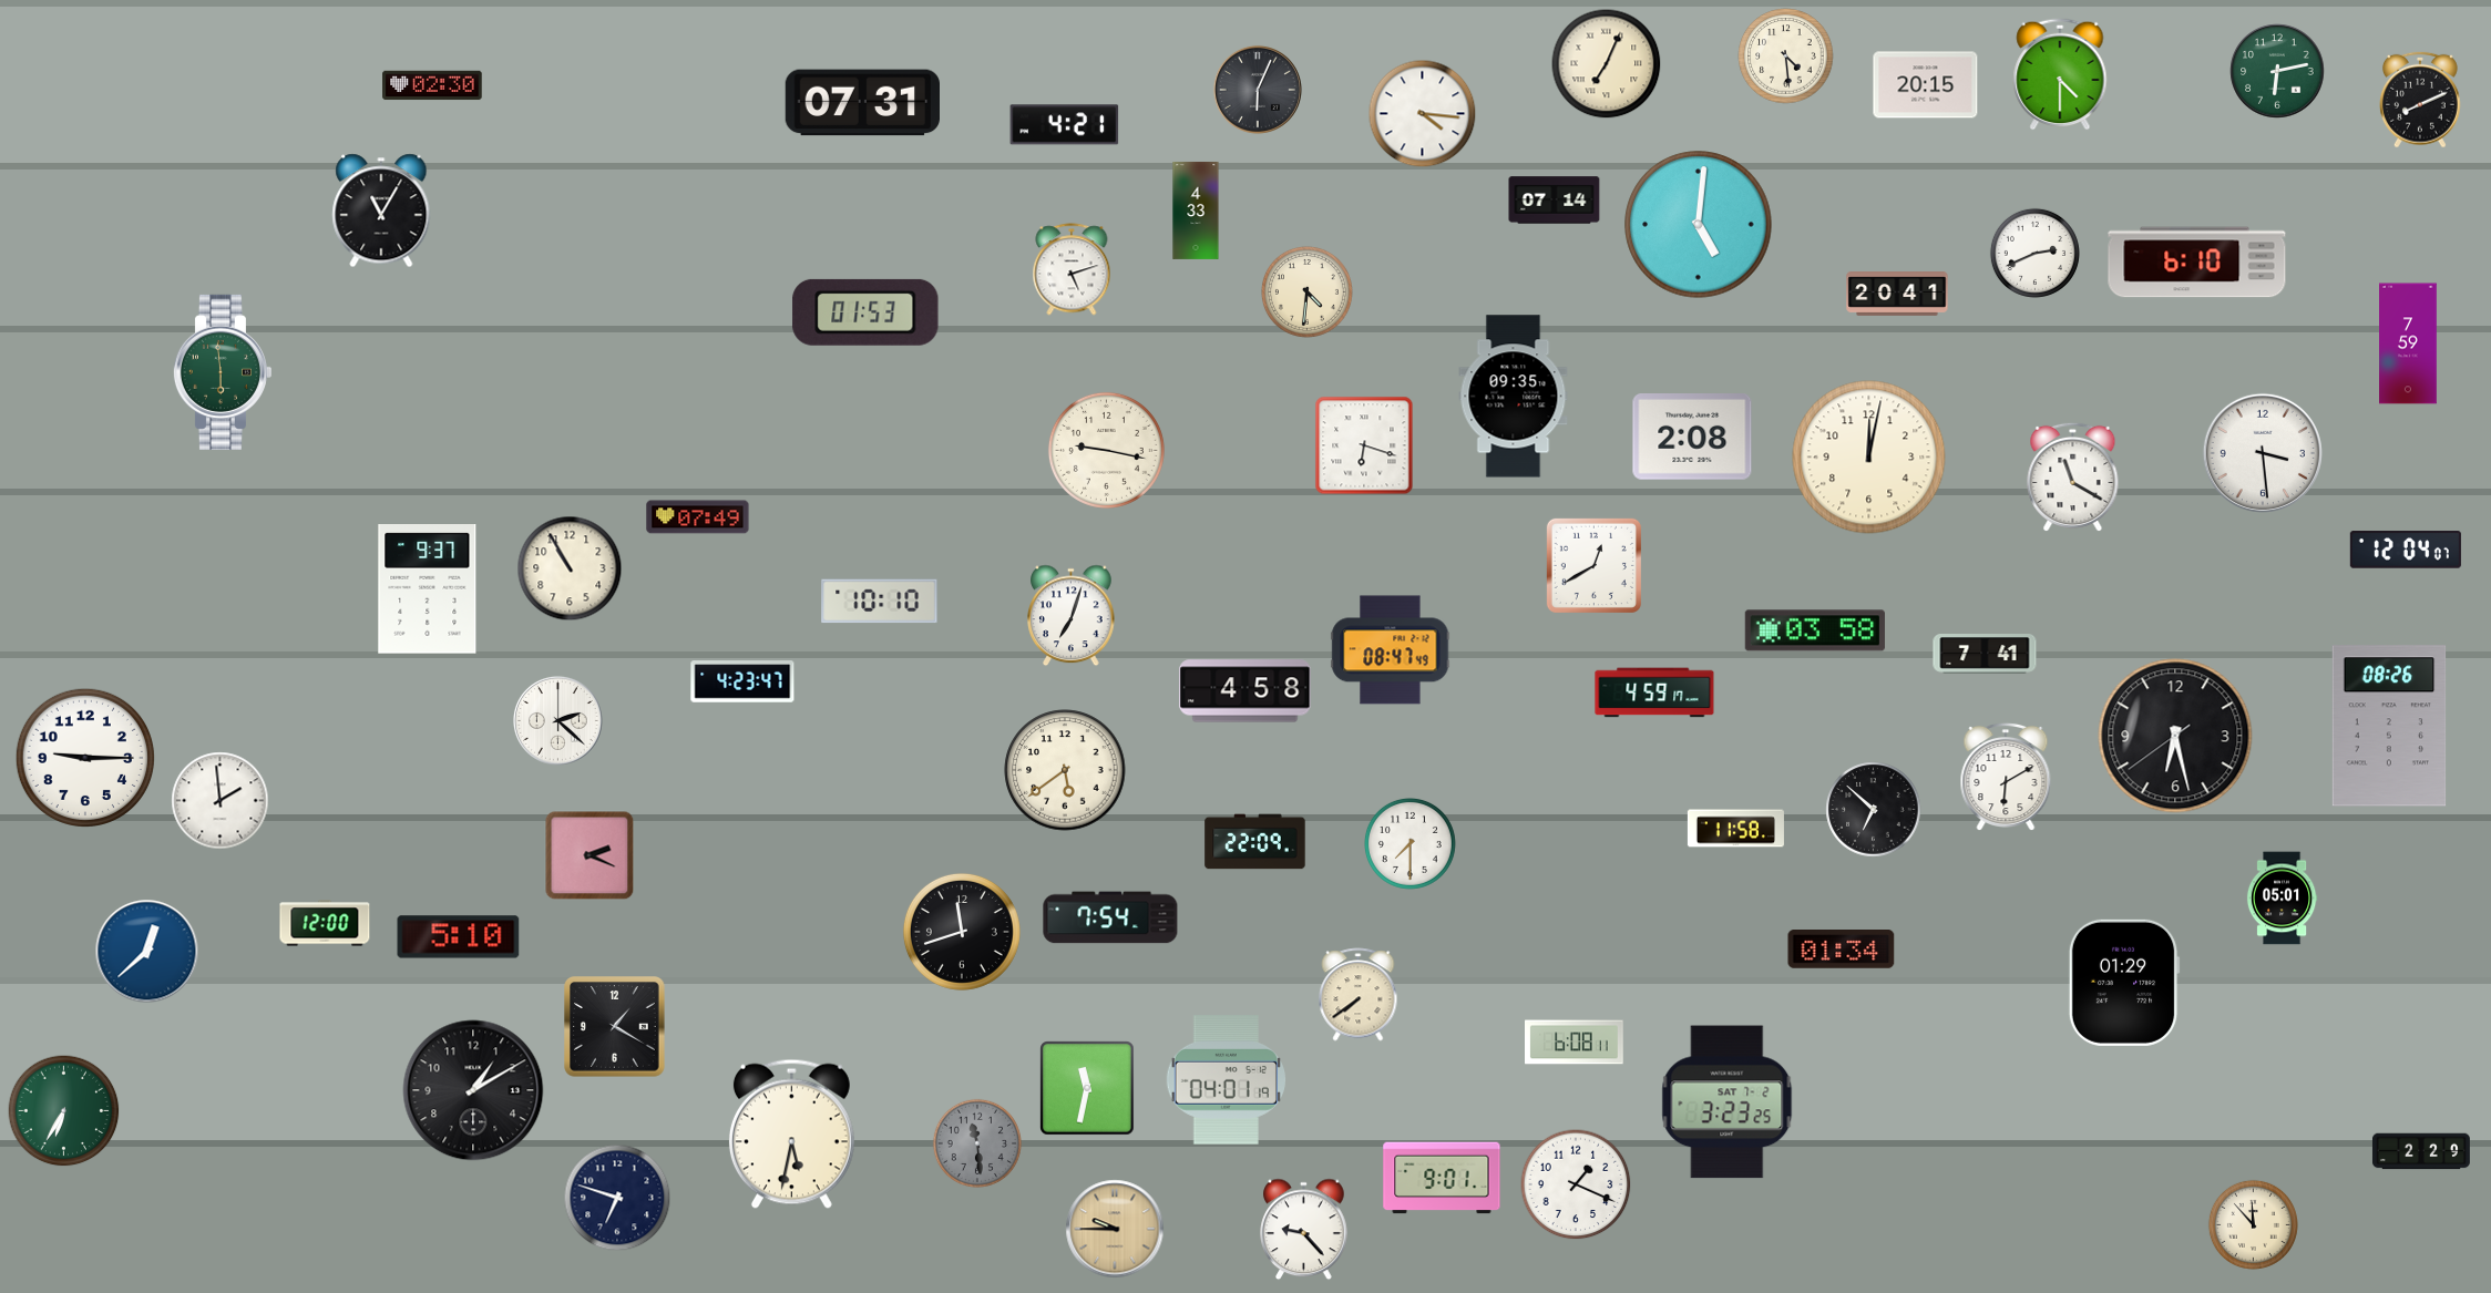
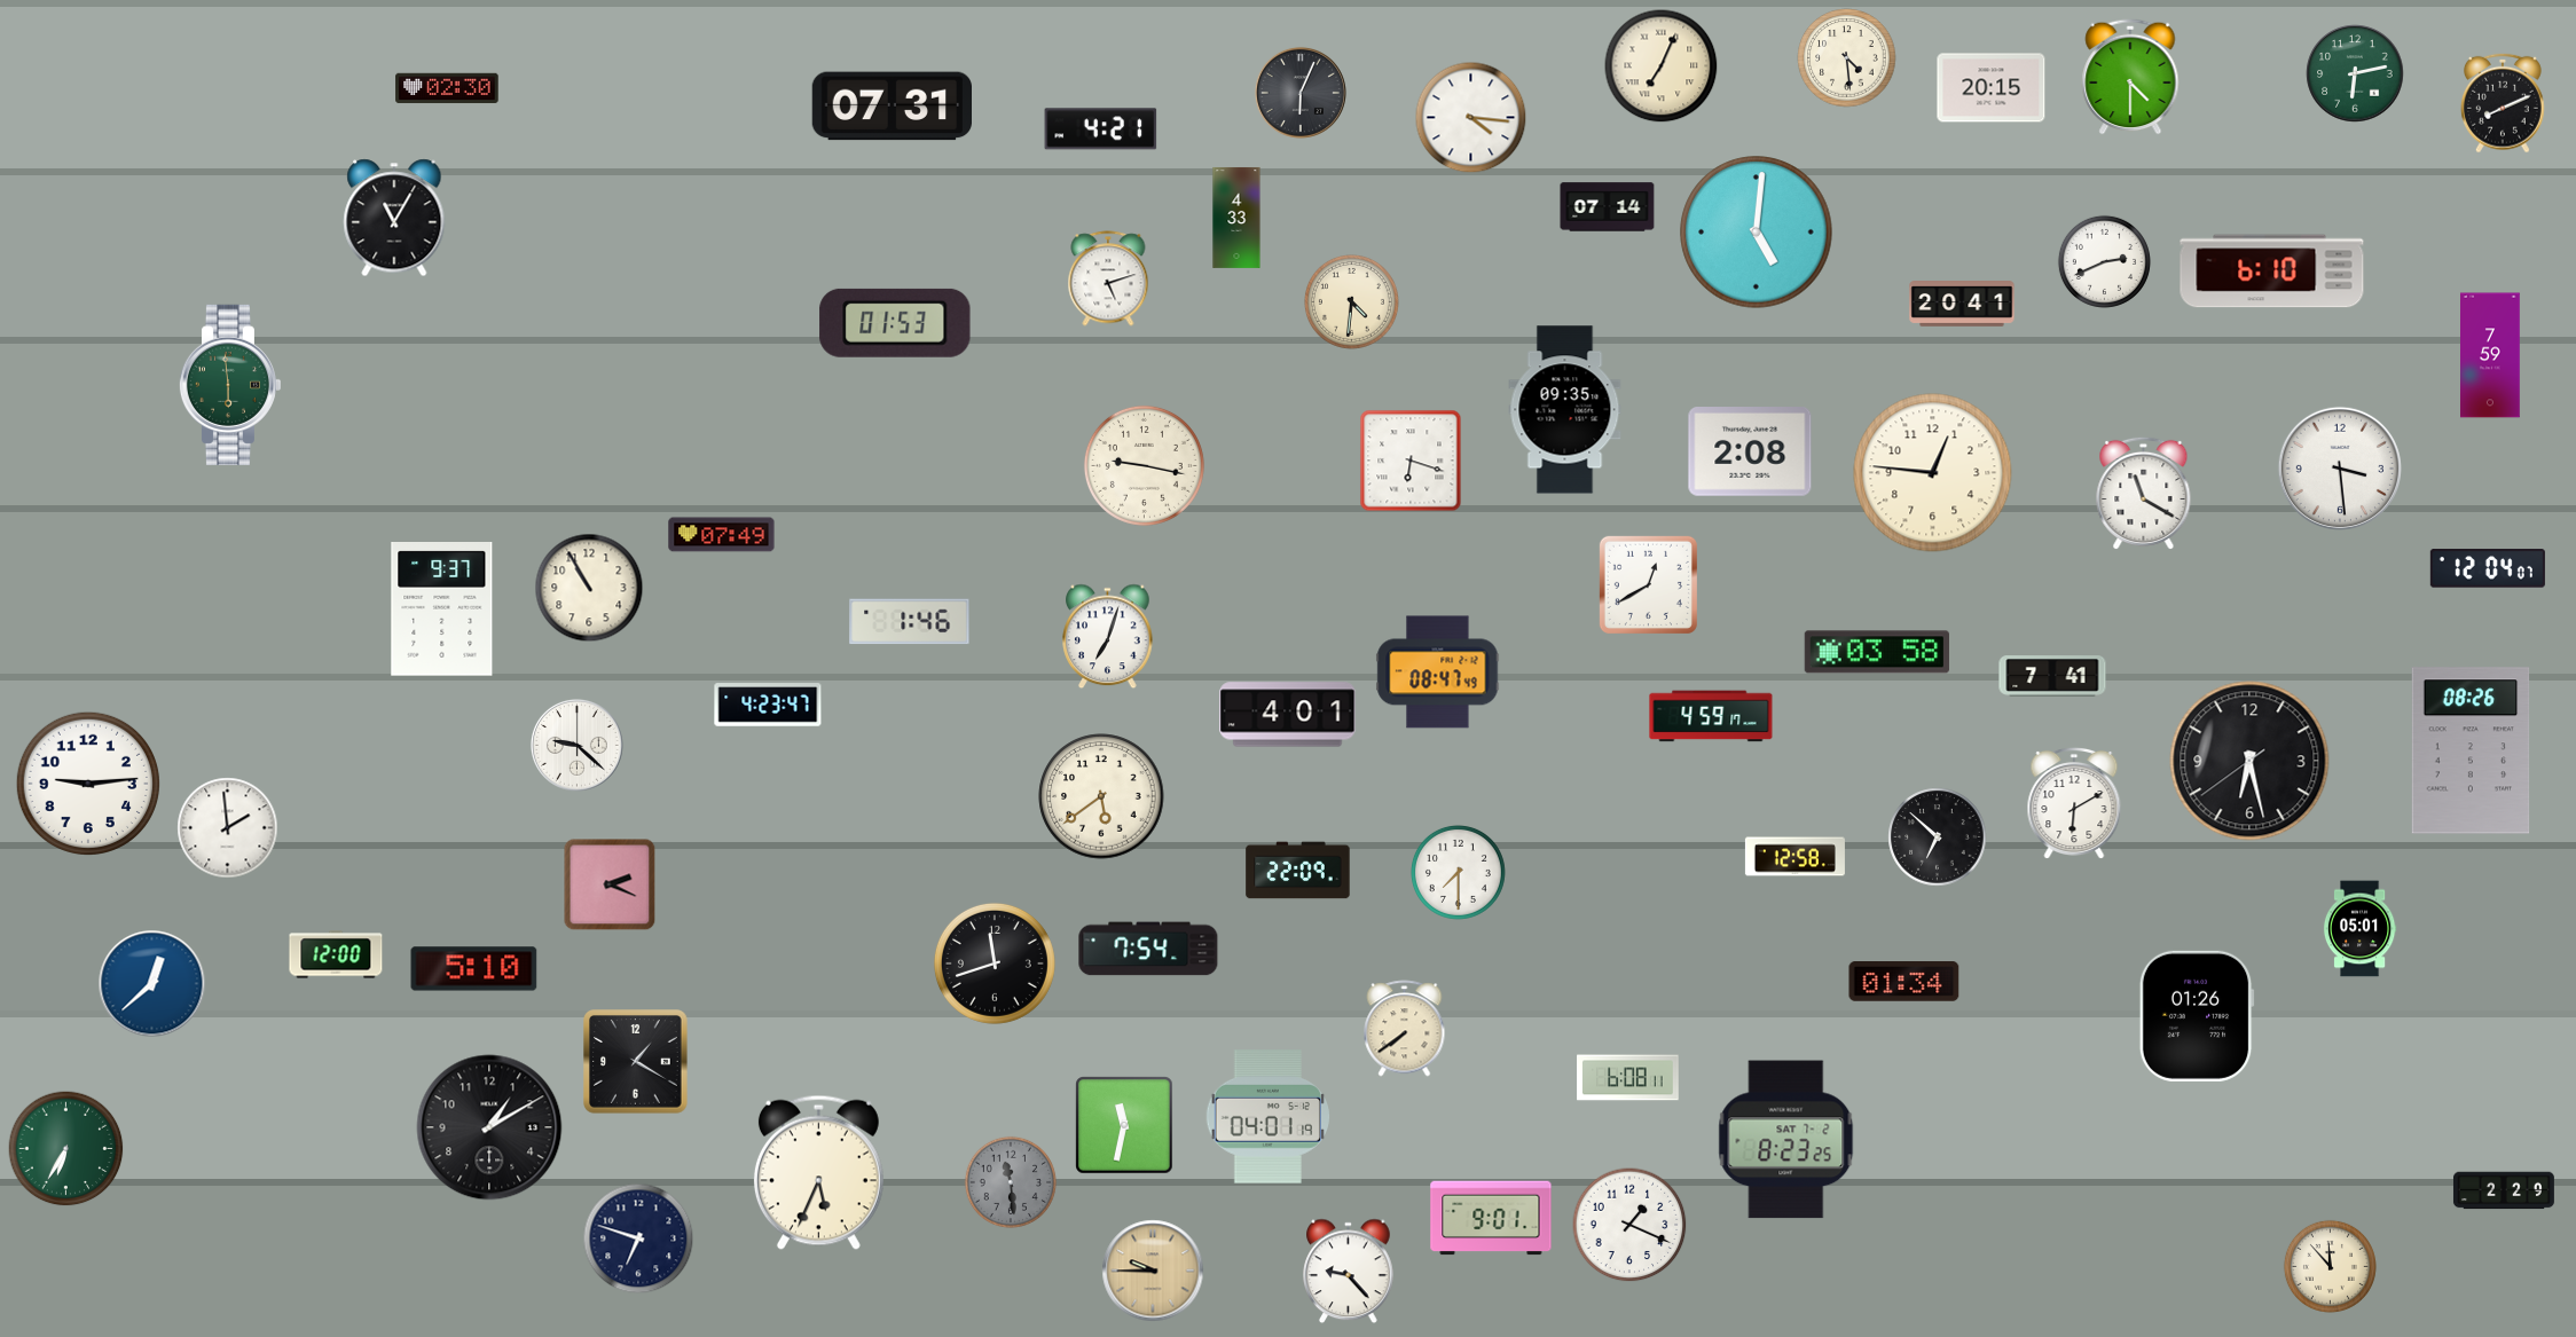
clock at (1869, 458): 12:02 -> 12:46
clock at (880, 602): 10:10 -> 1:46
clock at (1245, 691): 4:58 -> 4:01
clock at (557, 720): 2:22 -> 9:22
clock at (85, 758): 9:15 -> 9:14
clock at (1735, 829): 11:58 -> 12:58
clock at (2124, 983): 01:29 -> 01:26
clock at (1728, 1102): 3:23 -> 8:23
clock at (791, 1133): 5:32 -> 5:34
